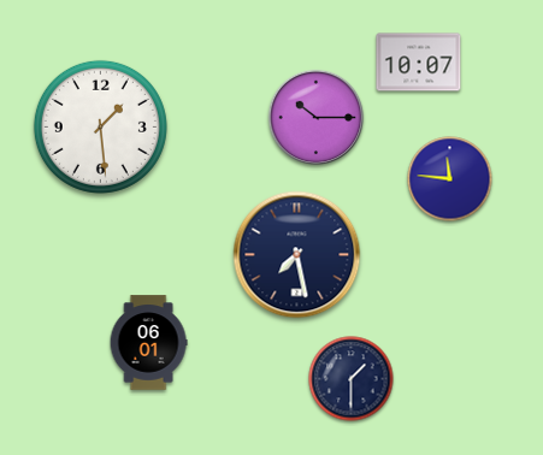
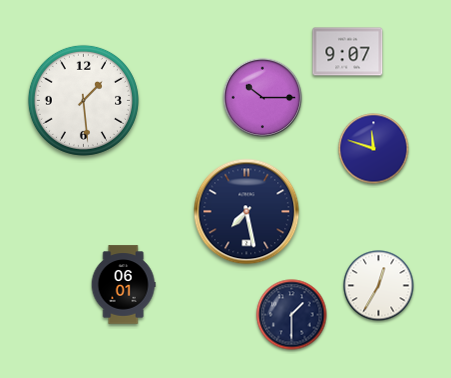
clock at (419, 63): 10:07 -> 9:07
clock at (100, 126) position: (100, 126) -> (83, 100)
clock at (450, 179): 11:46 -> 11:48
clock at (379, 286): none -> 12:35
